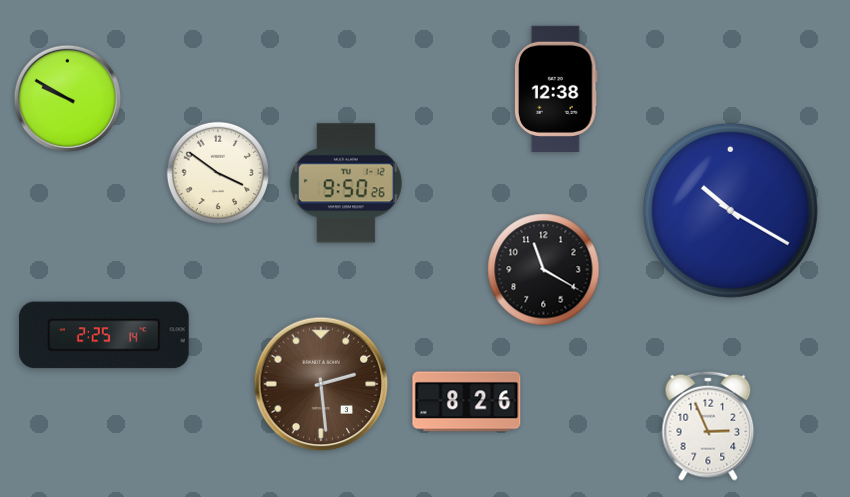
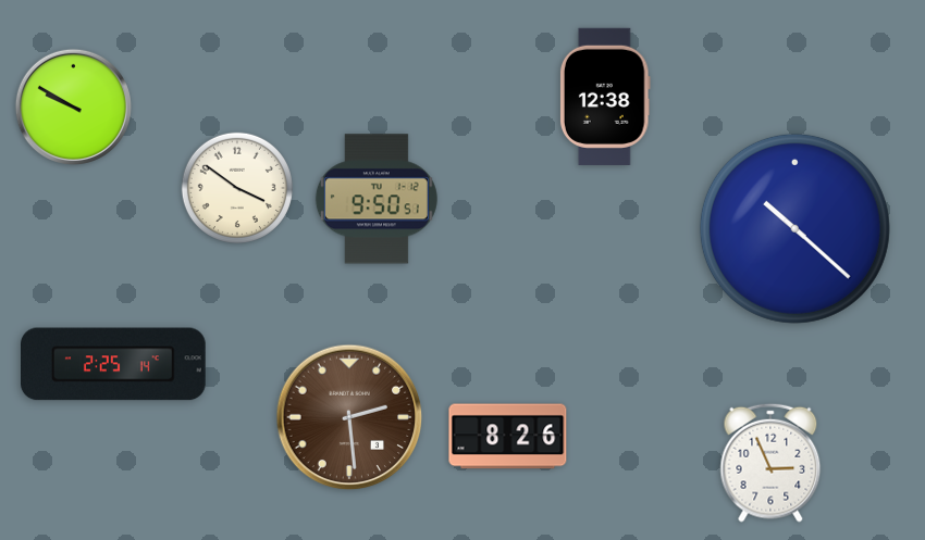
clock at (346, 183): 9:50:26 -> 9:50:51
clock at (730, 210): 10:20 -> 10:22
clock at (544, 270): 11:20 -> none
